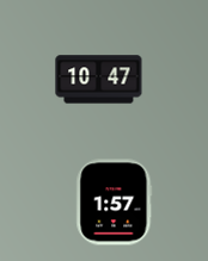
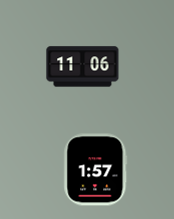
clock at (99, 80): 10:47 -> 11:06
